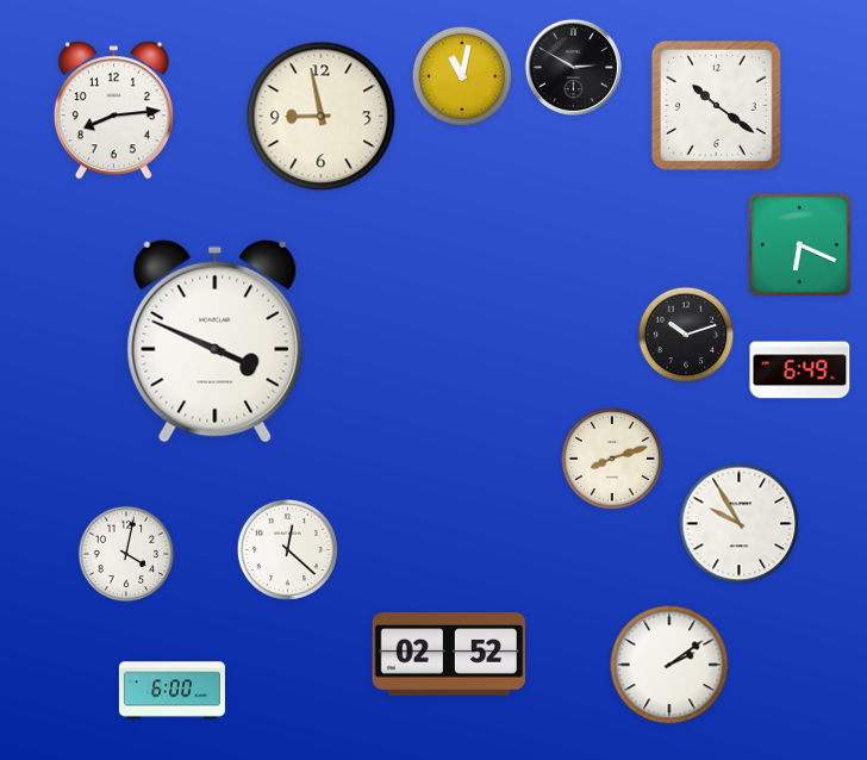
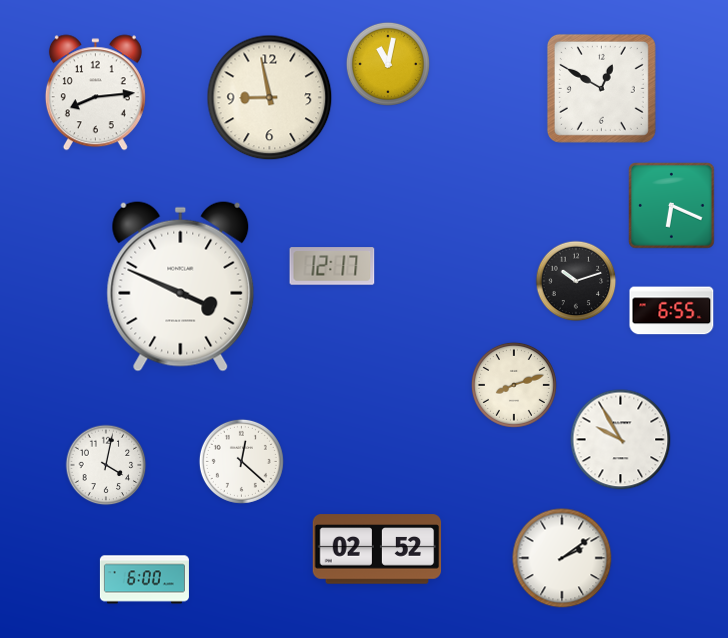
clock at (573, 67): 2:50 -> none
clock at (716, 105): 10:21 -> 12:50
clock at (332, 266): none -> 12:17
clock at (800, 370): 6:49 -> 6:55
